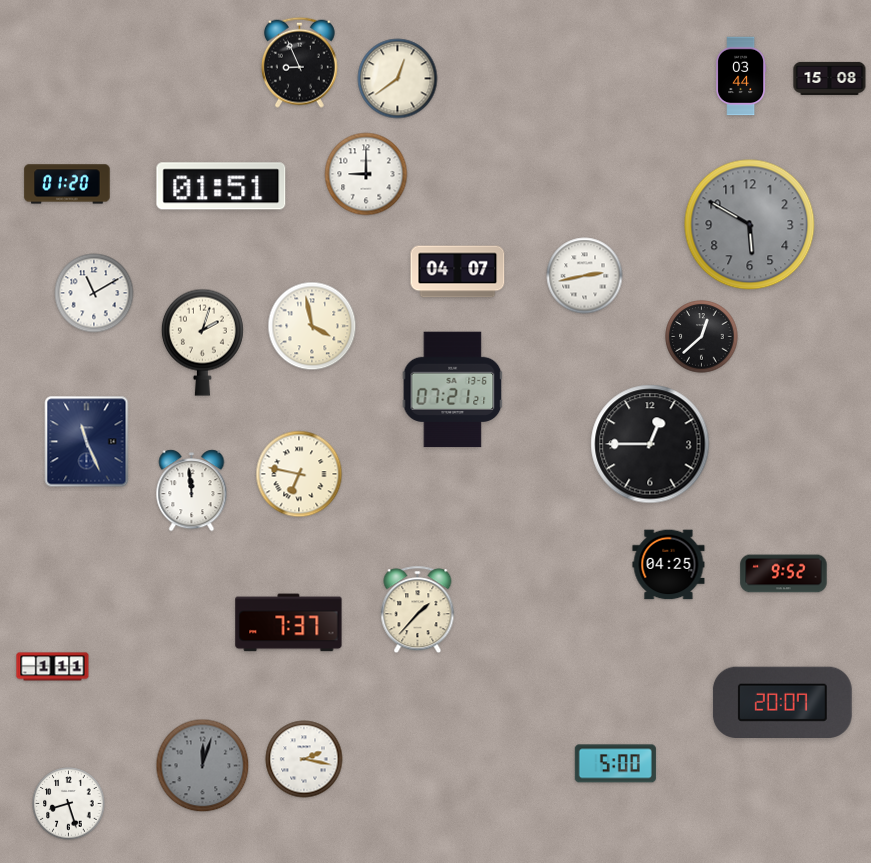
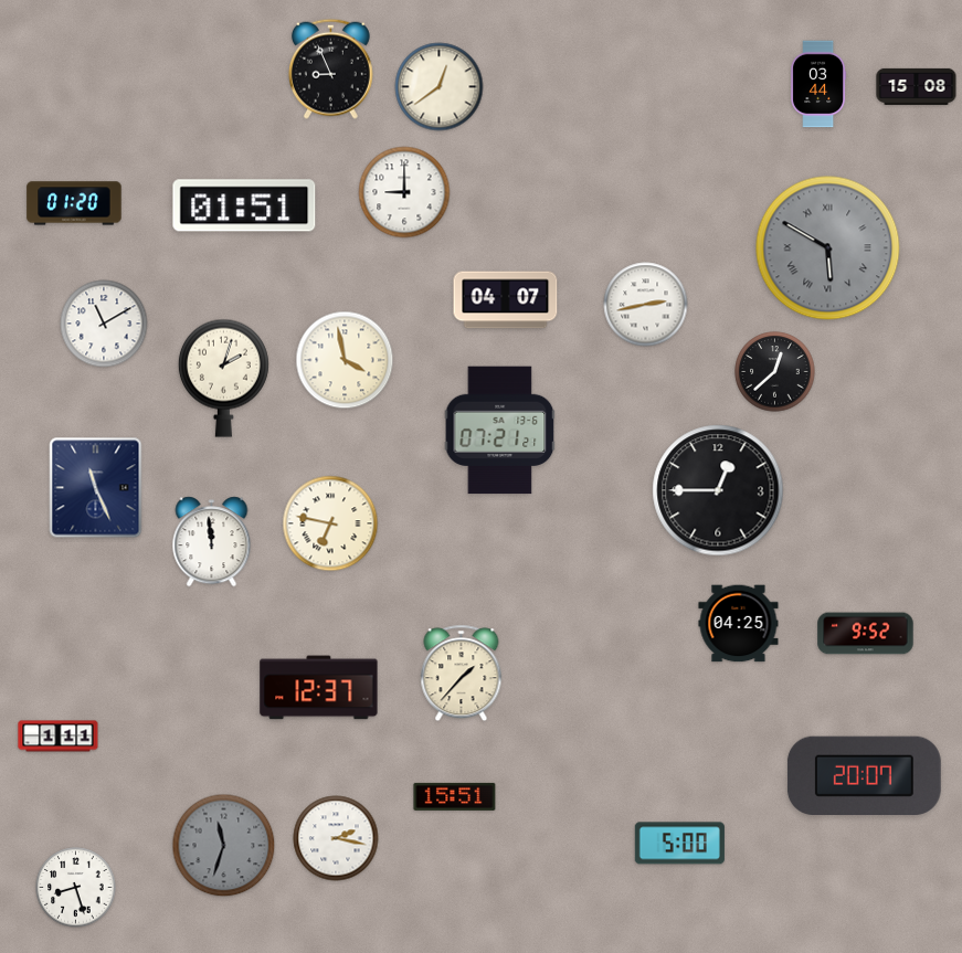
clock at (750, 225) numerals: Arabic -> Roman
clock at (289, 623): 7:37 -> 12:37
clock at (455, 796): none -> 15:51
clock at (203, 766): 12:03 -> 11:33
